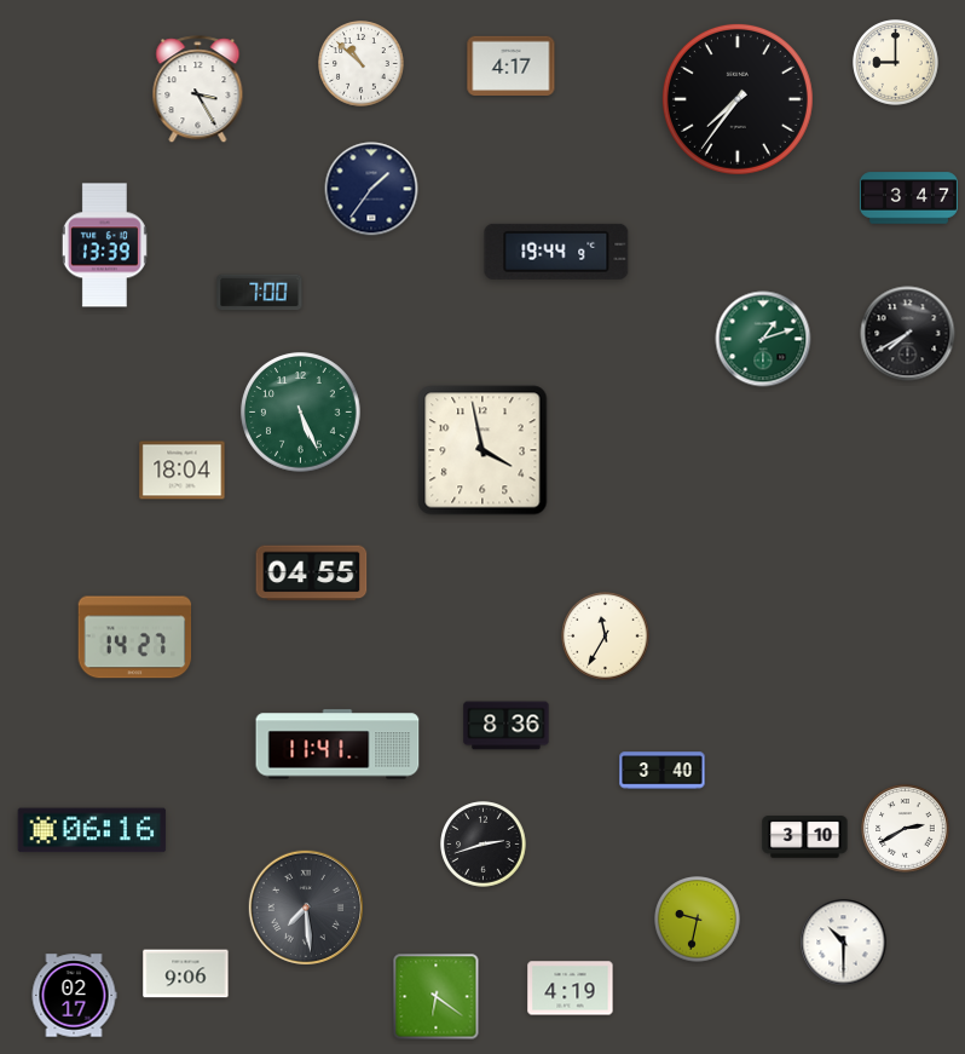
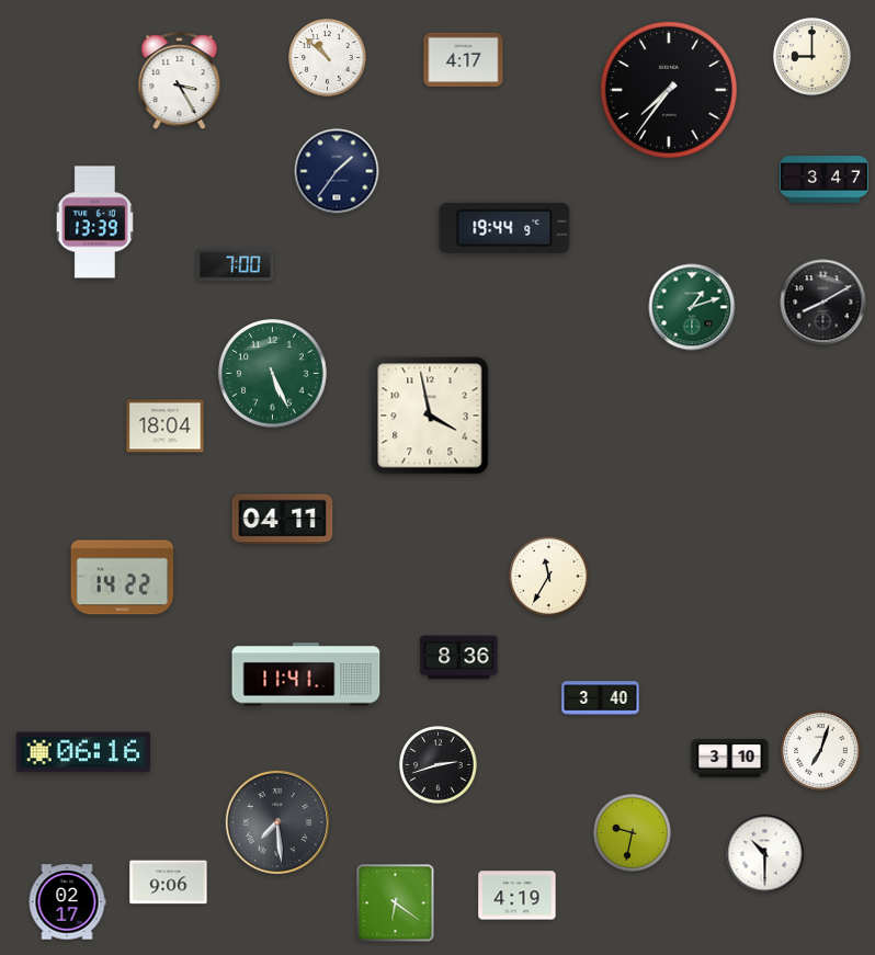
clock at (908, 334): 7:40 -> 8:10
clock at (482, 450) position: (482, 450) -> (430, 416)
clock at (312, 574): 04:55 -> 04:11
clock at (135, 638): 14:27 -> 14:22
clock at (906, 829): 2:40 -> 7:03
